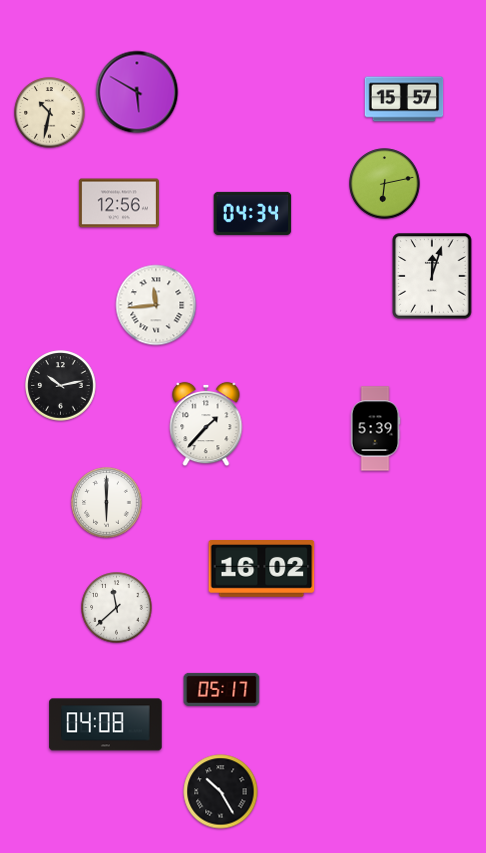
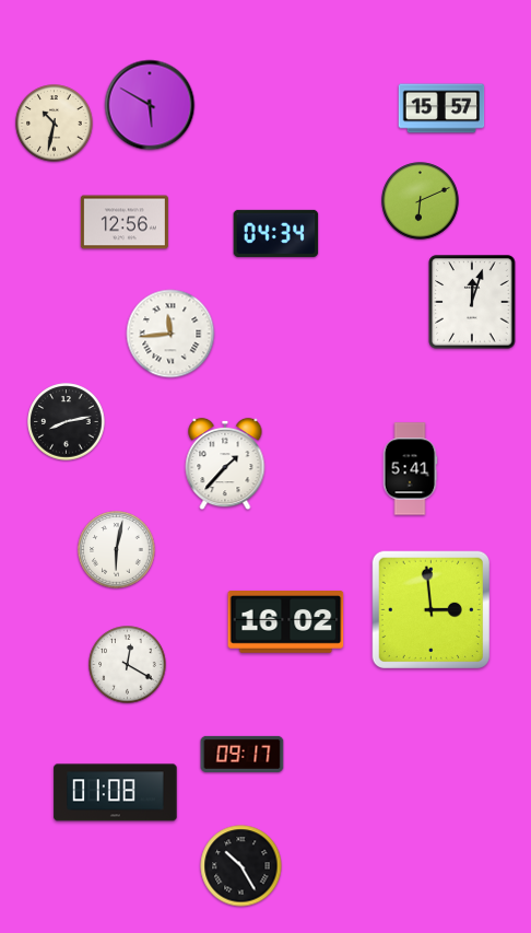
clock at (137, 92) position: (137, 92) -> (150, 105)
clock at (385, 184): 6:13 -> 6:11
clock at (119, 203) position: (119, 203) -> (125, 222)
clock at (61, 386): 10:13 -> 8:13
clock at (375, 429): 5:39 -> 5:41
clock at (107, 503): 6:00 -> 6:02
clock at (430, 609): none -> 2:59
clock at (117, 608): 11:38 -> 12:20
clock at (222, 689): 05:17 -> 09:17
clock at (106, 725): 04:08 -> 01:08
